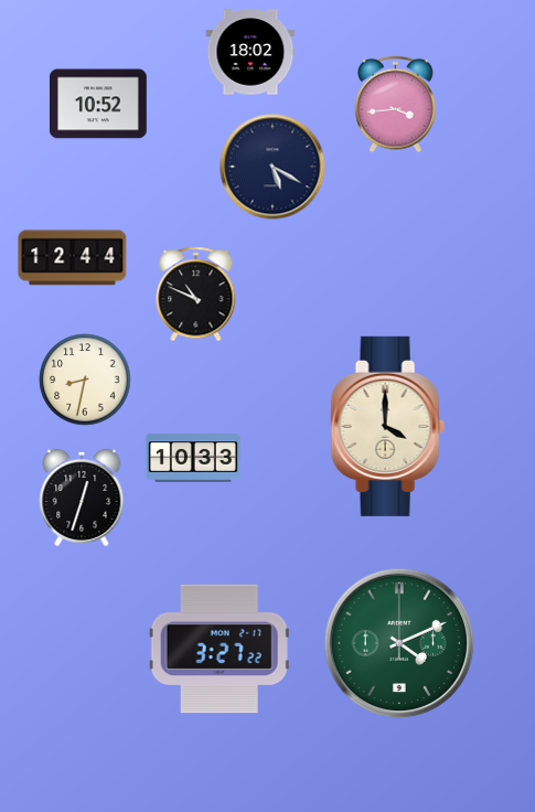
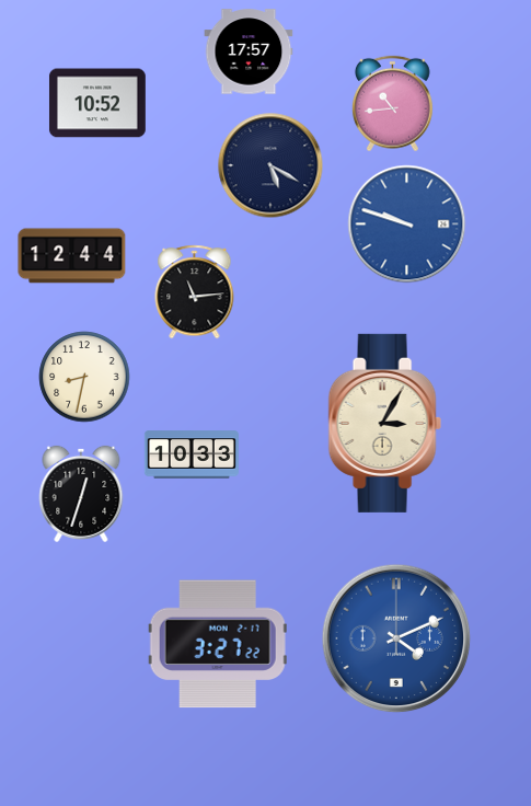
clock at (250, 52): 18:02 -> 17:57
clock at (395, 105): 3:44 -> 10:44
clock at (407, 224): none -> 9:48
clock at (196, 295): 10:49 -> 11:14
clock at (387, 426): 4:00 -> 3:05
clock at (399, 643) dial: green -> blue
